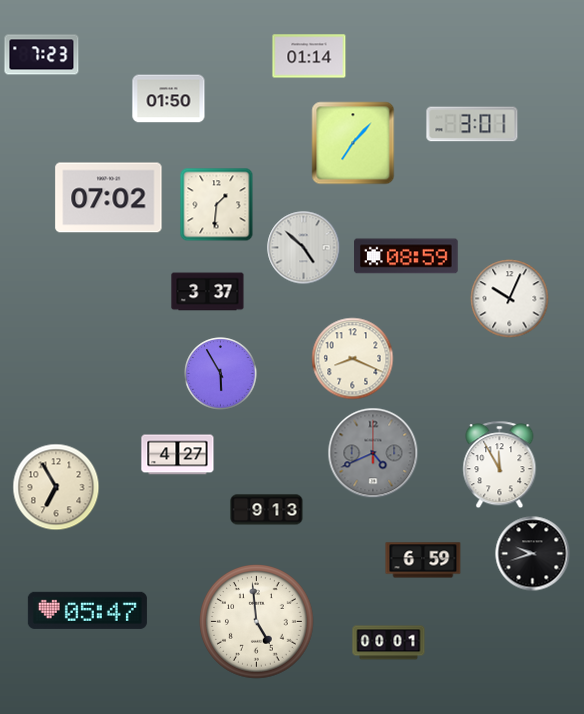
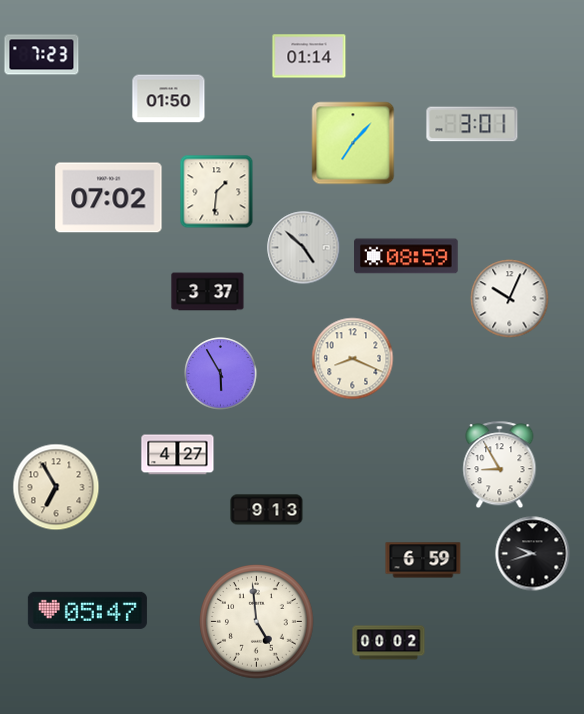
clock at (217, 205) position: (217, 205) -> (217, 192)
clock at (373, 453): 4:41 -> none
clock at (500, 465): 11:55 -> 8:55
clock at (389, 643): 00:01 -> 00:02
